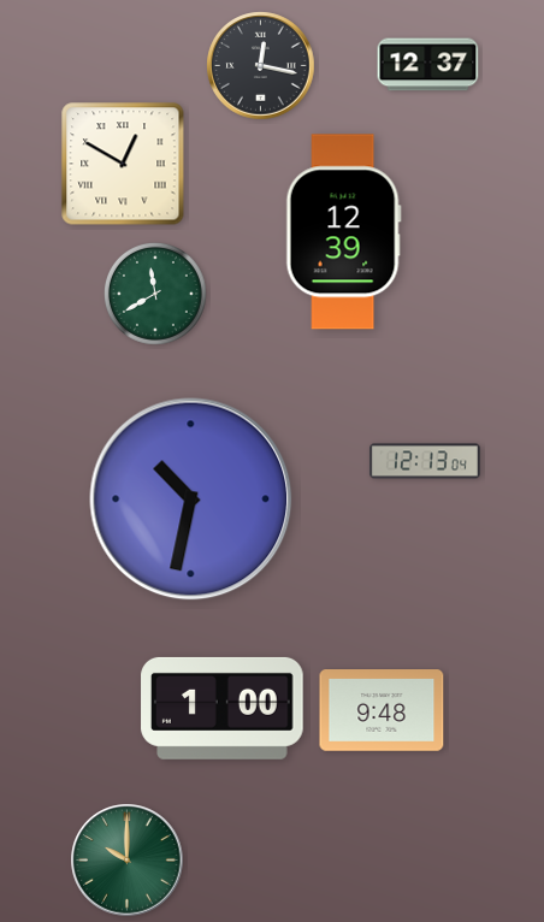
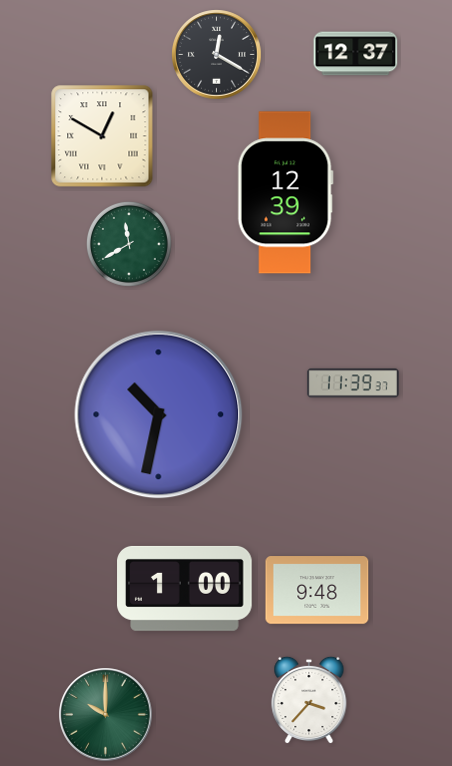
clock at (261, 66): 12:17 -> 12:20
clock at (425, 461): 12:13 -> 11:39
clock at (309, 700): none -> 3:37
